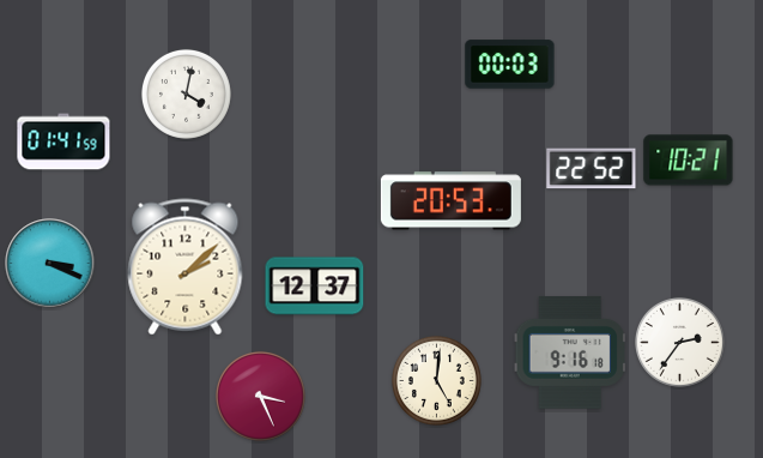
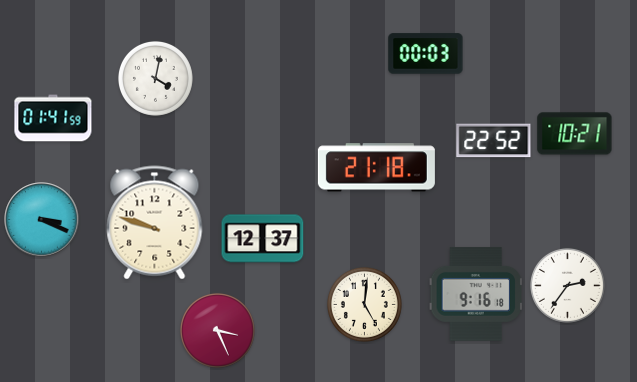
clock at (450, 201): 20:53 -> 21:18
clock at (186, 267): 2:08 -> 9:48
clock at (436, 380) position: (436, 380) -> (364, 304)
